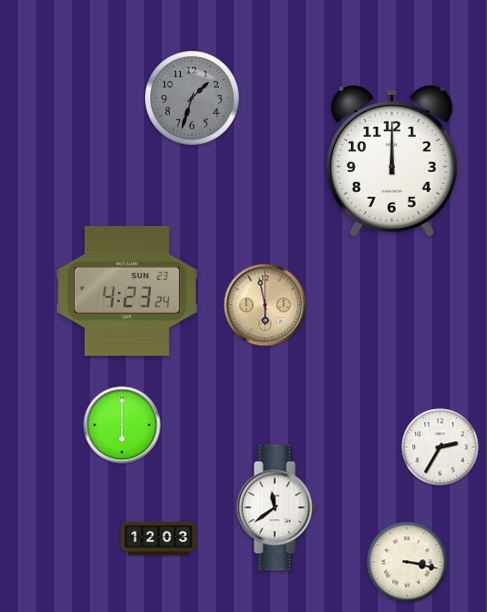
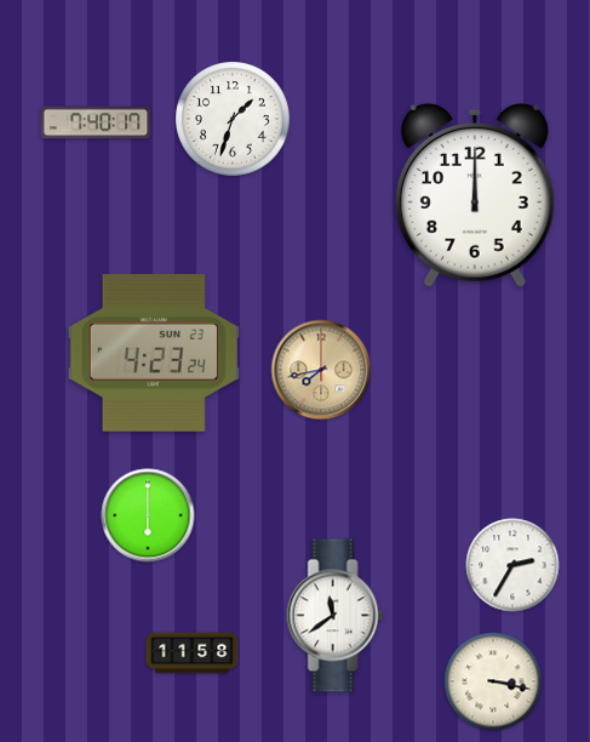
clock at (193, 99) dial: grey -> white
clock at (96, 122): none -> 7:40
clock at (265, 305): 5:58 -> 7:43
clock at (440, 447) position: (440, 447) -> (512, 565)
clock at (159, 539): 12:03 -> 11:58
